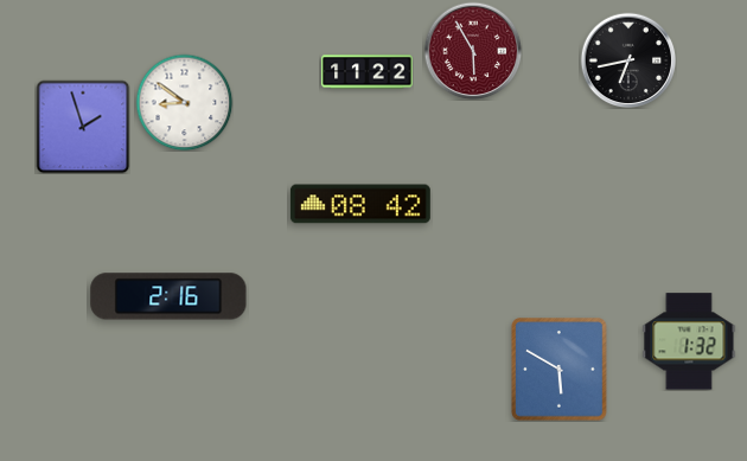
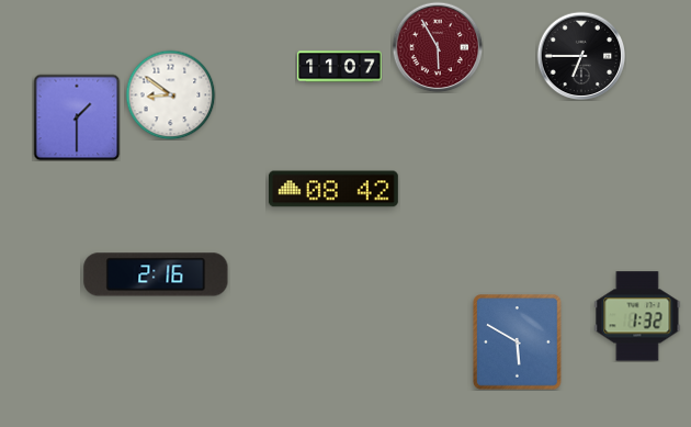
clock at (628, 60): 6:43 -> 6:45
clock at (368, 72): 11:22 -> 11:07
clock at (83, 127): 1:57 -> 1:30
